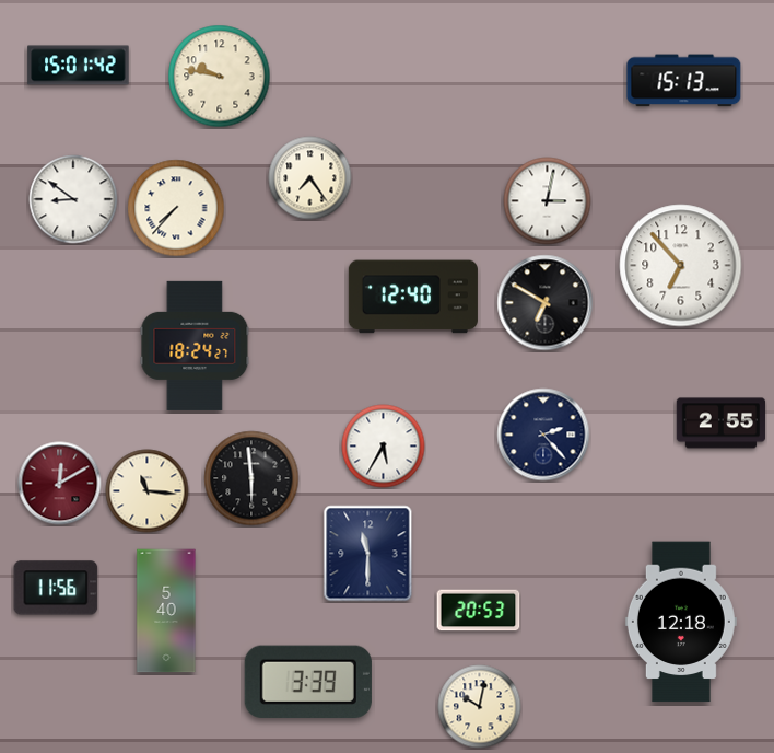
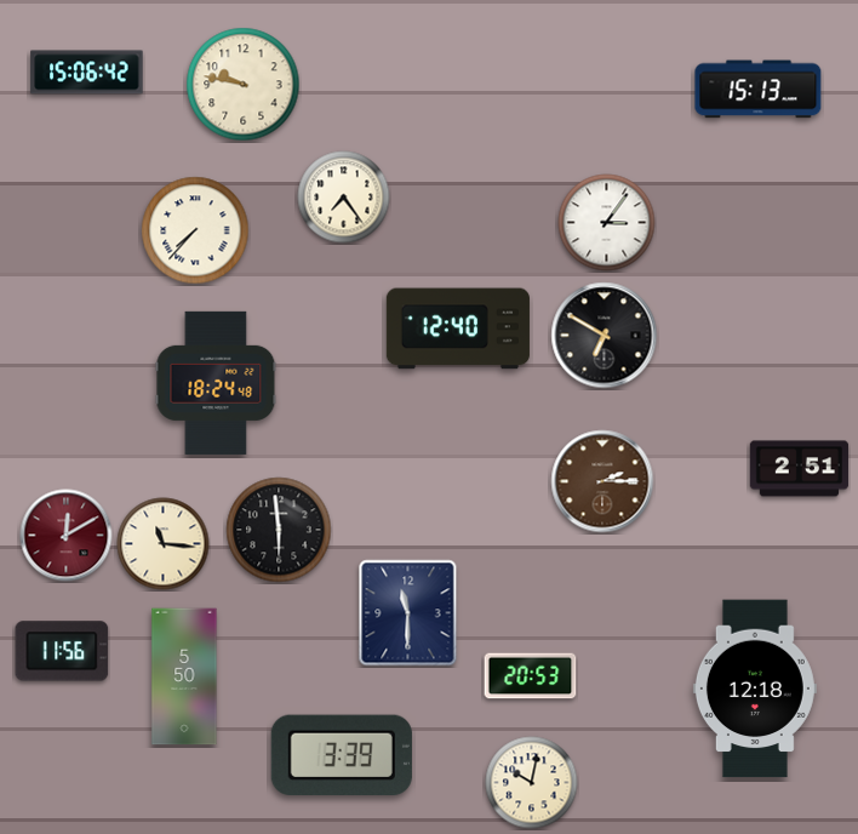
clock at (79, 66): 15:01 -> 15:06
clock at (73, 199): 8:51 -> none
clock at (548, 201): 3:02 -> 3:06
clock at (681, 266): 6:53 -> none
clock at (195, 346): 18:24:27 -> 18:24:48
clock at (722, 424): 2:55 -> 2:51
clock at (543, 435): 2:23 -> 2:15
clock at (543, 435) dial: navy -> brown
clock at (384, 447): 5:35 -> none
clock at (166, 611): 5:40 -> 5:50
